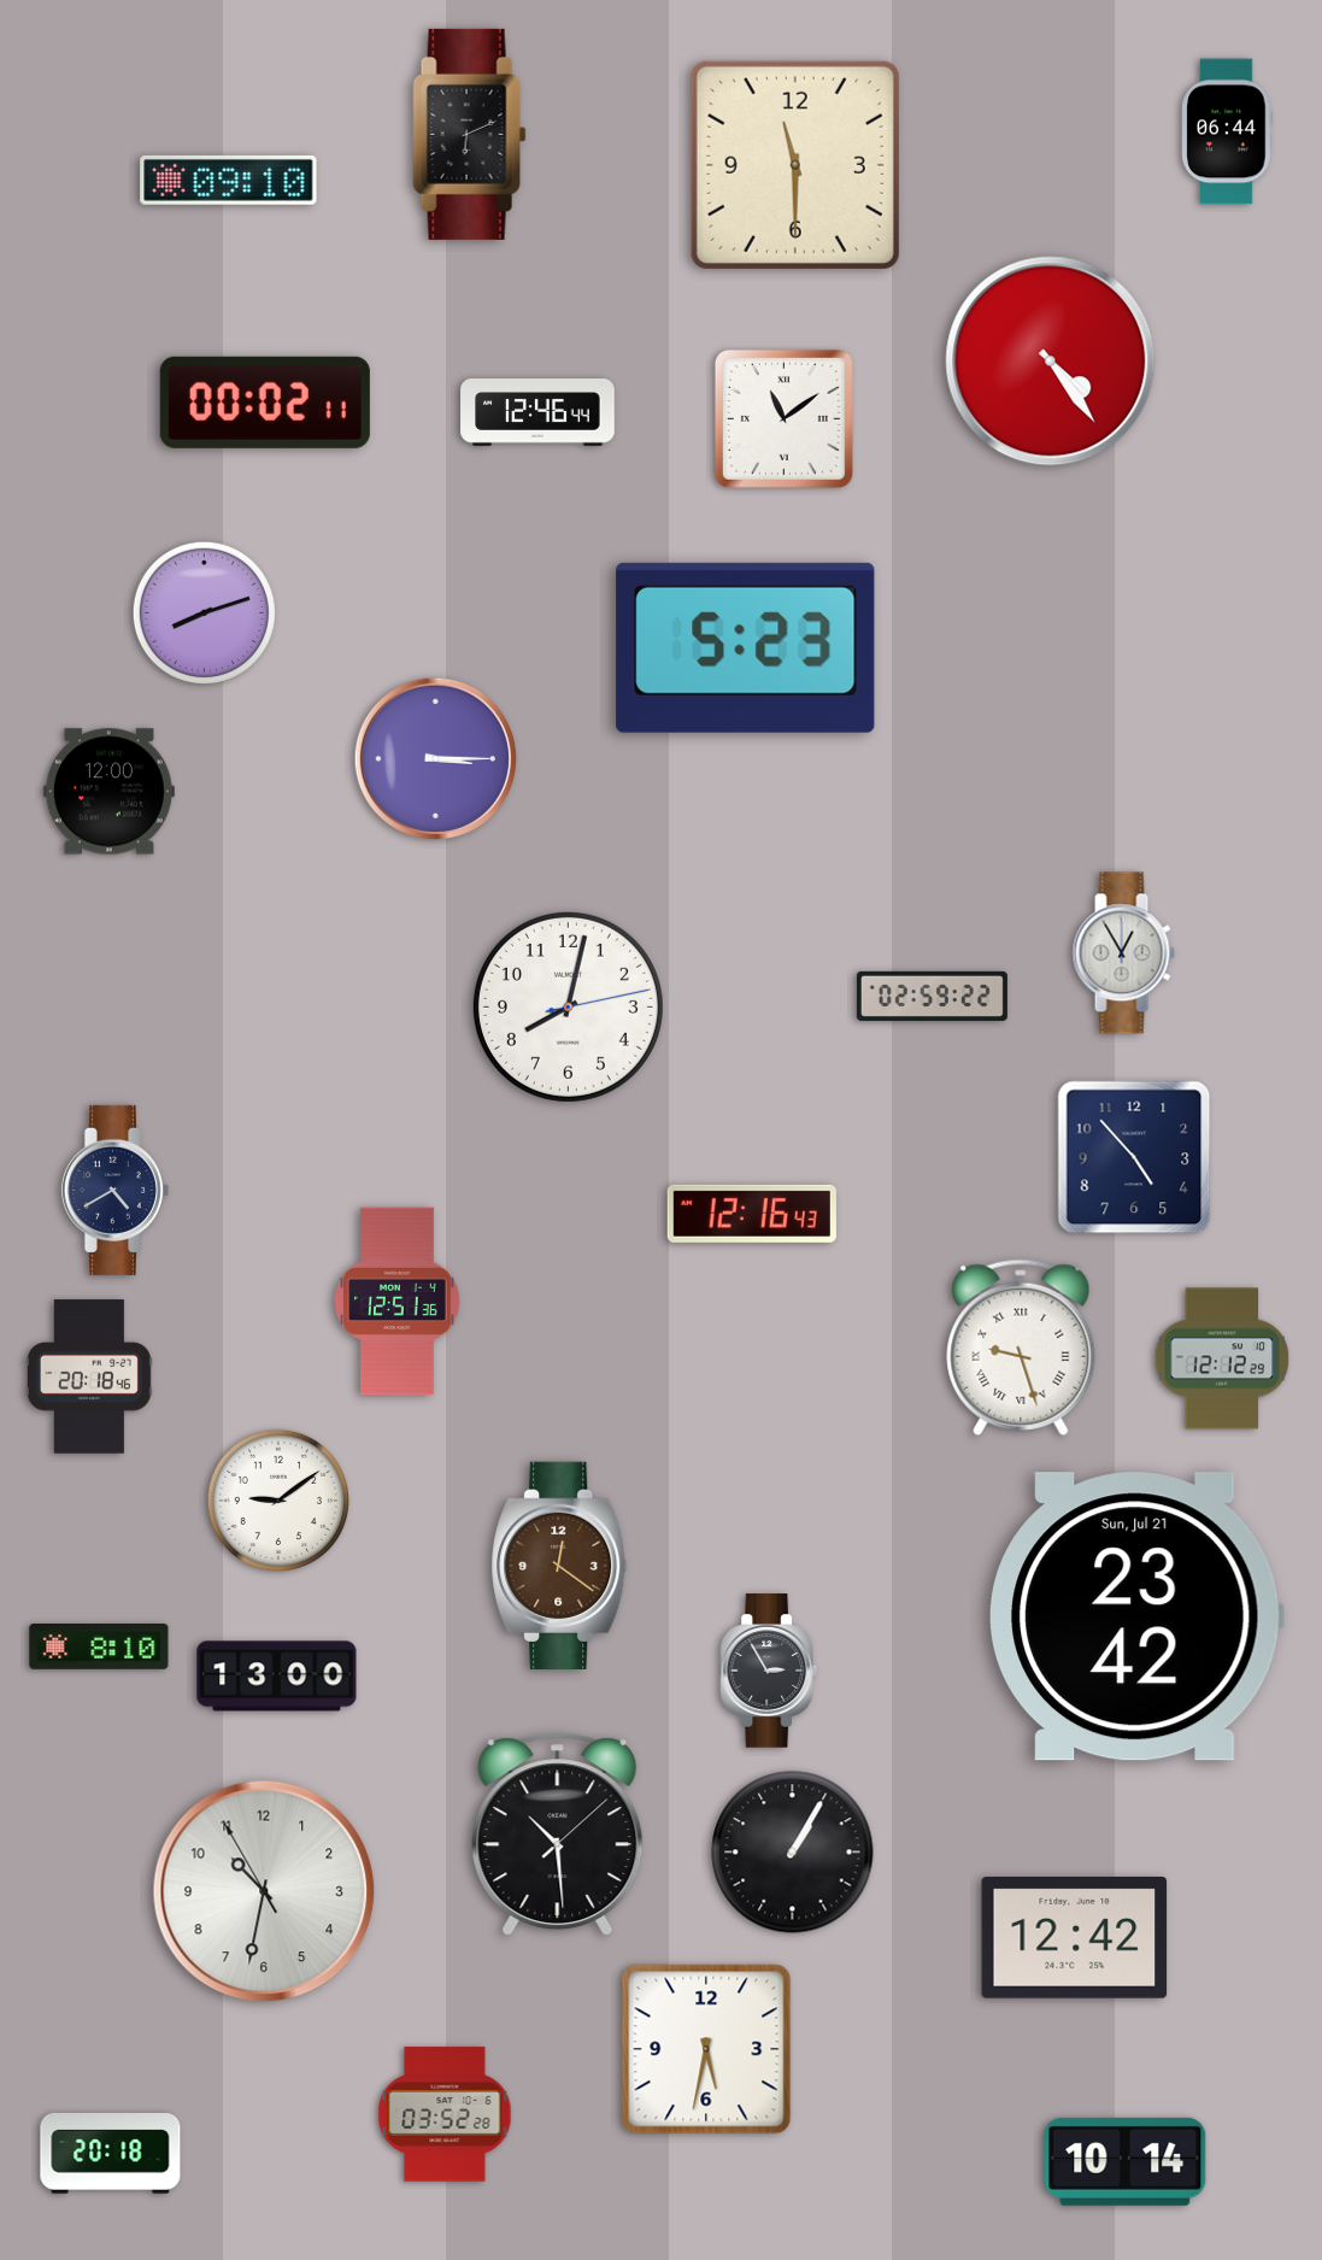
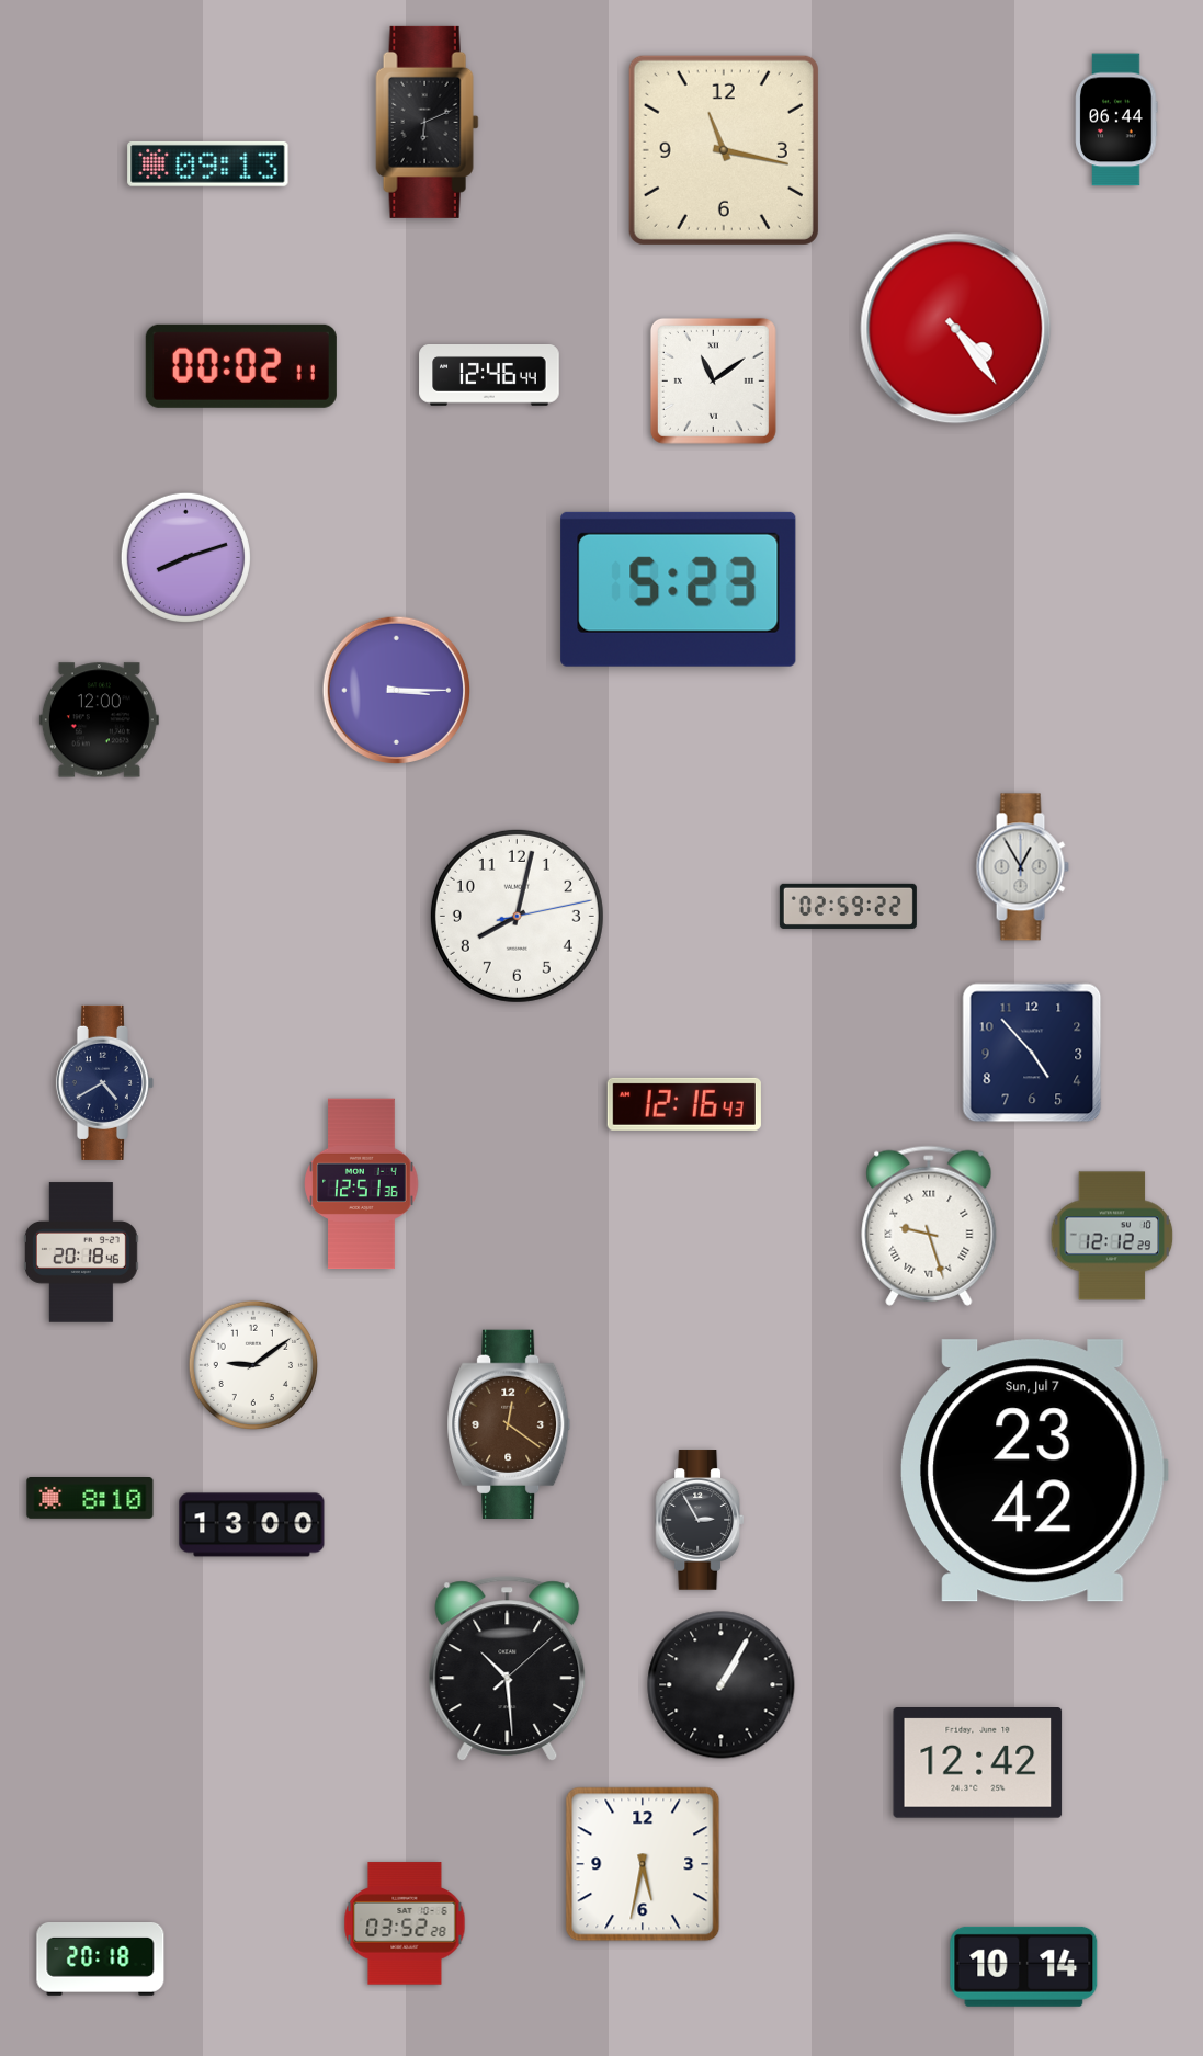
clock at (795, 165): 11:30 -> 11:17
clock at (229, 180): 09:10 -> 09:13
clock at (1136, 1616) date: Sun, Jul 21 -> Sun, Jul 7
clock at (264, 1891): 10:31 -> none
